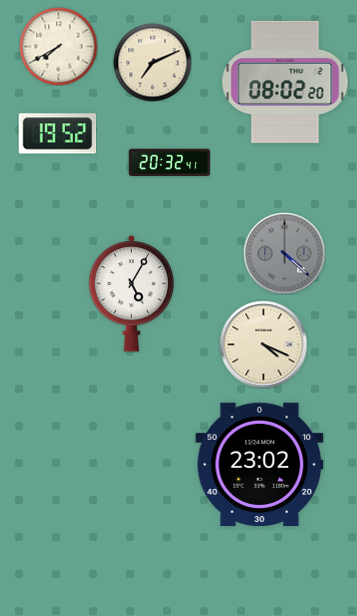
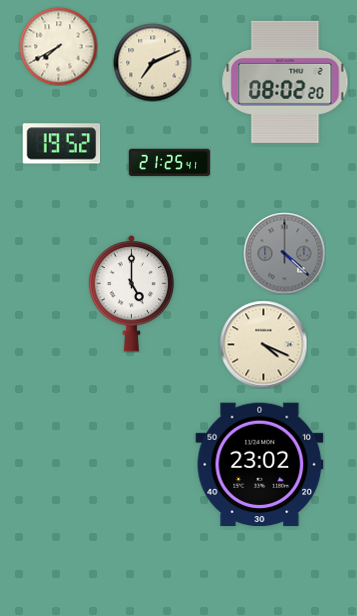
clock at (57, 134) position: (57, 134) -> (61, 144)
clock at (169, 163): 20:32 -> 21:25
clock at (132, 293): 5:05 -> 5:00
